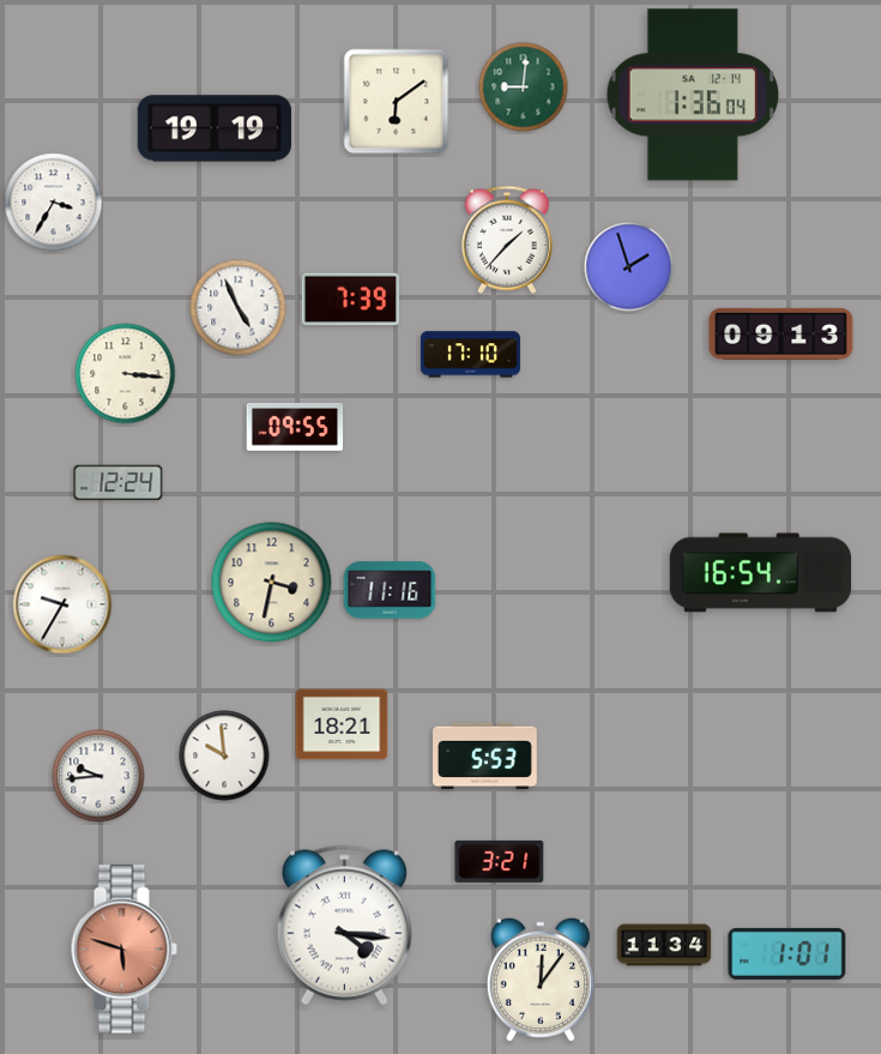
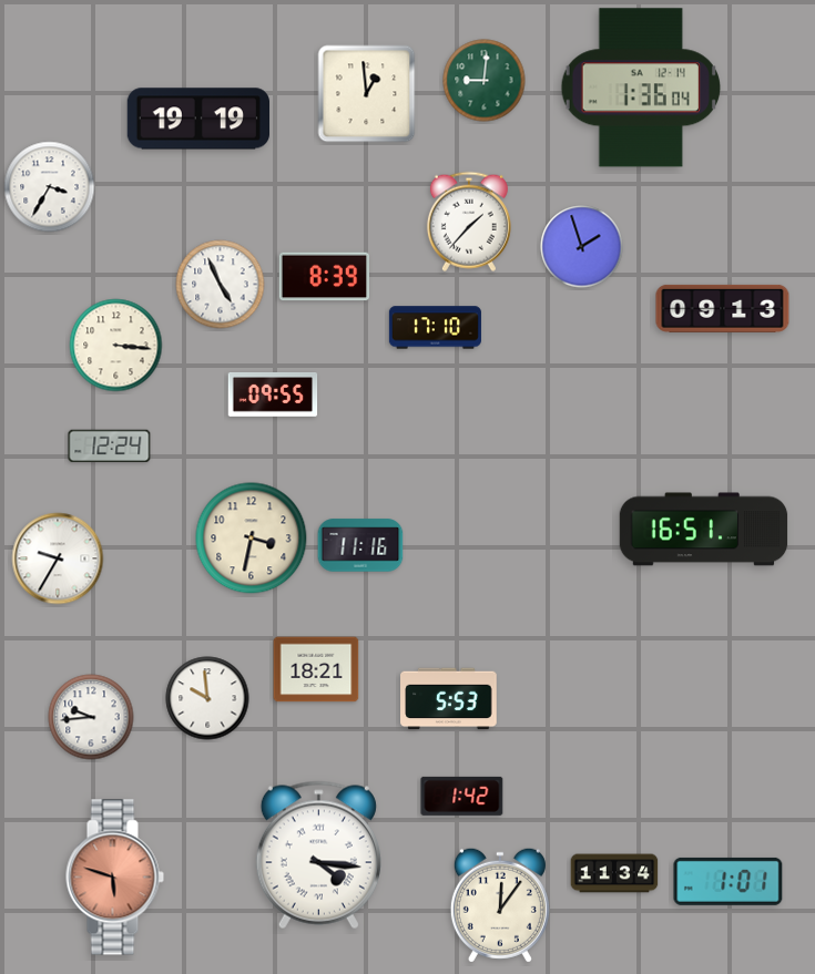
clock at (397, 102): 6:09 -> 12:59
clock at (350, 300): 7:39 -> 8:39
clock at (761, 573): 16:54 -> 16:51
clock at (500, 861): 3:21 -> 1:42
